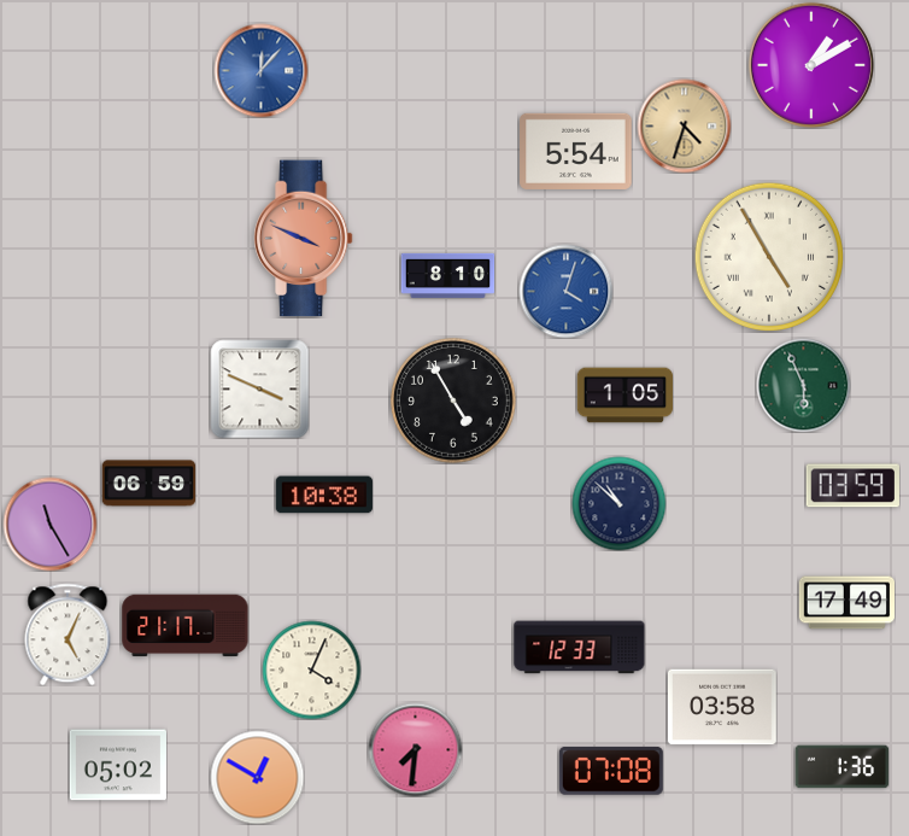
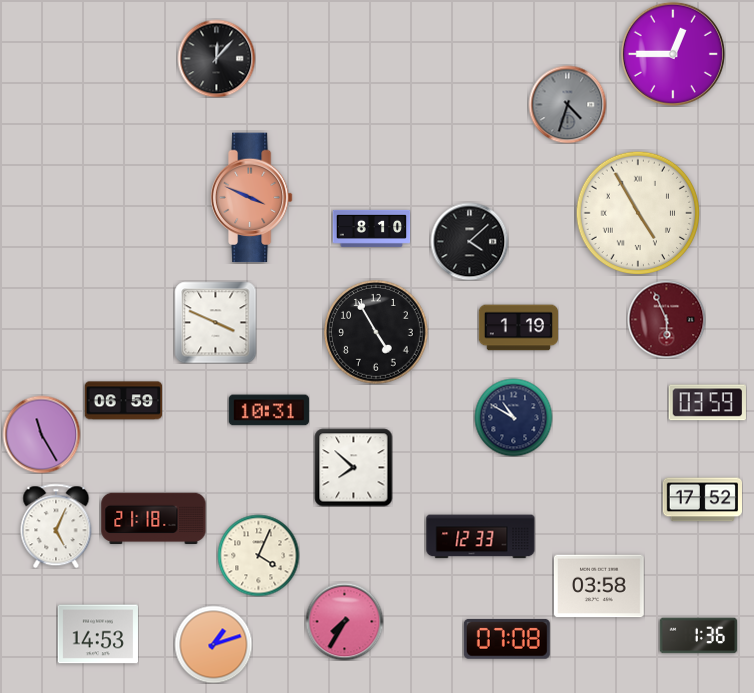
clock at (811, 65): 1:10 -> 12:45
clock at (260, 70) dial: blue -> black
clock at (684, 125) dial: champagne -> grey
clock at (576, 151): 5:54 -> none
clock at (565, 291): 4:03 -> 4:08
clock at (565, 291) dial: blue -> black
clock at (803, 385) dial: green -> burgundy
clock at (624, 396): 1:05 -> 1:19
clock at (324, 495): 10:38 -> 10:31
clock at (618, 503): 10:52 -> 10:50
clock at (353, 467): none -> 7:52
clock at (846, 603): 17:49 -> 17:52
clock at (186, 626): 21:17 -> 21:18
clock at (415, 749): 7:31 -> 7:35
clock at (118, 765): 05:02 -> 14:53
clock at (257, 777): 12:50 -> 1:12
